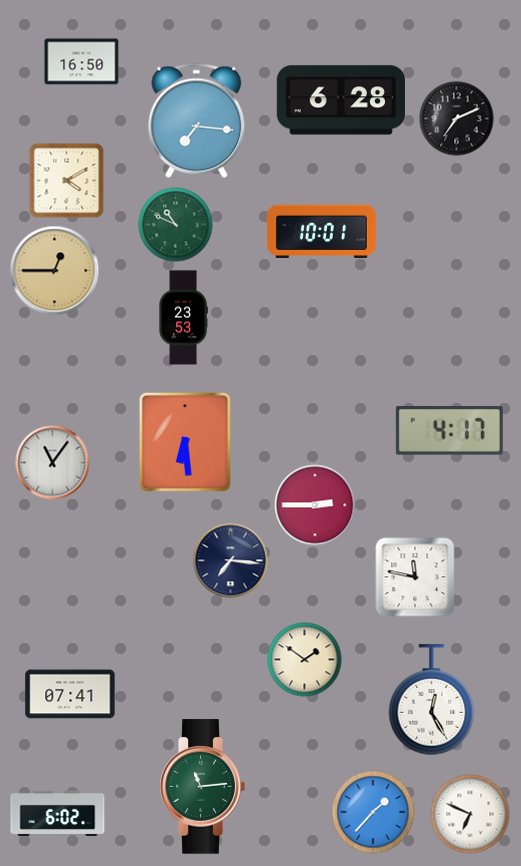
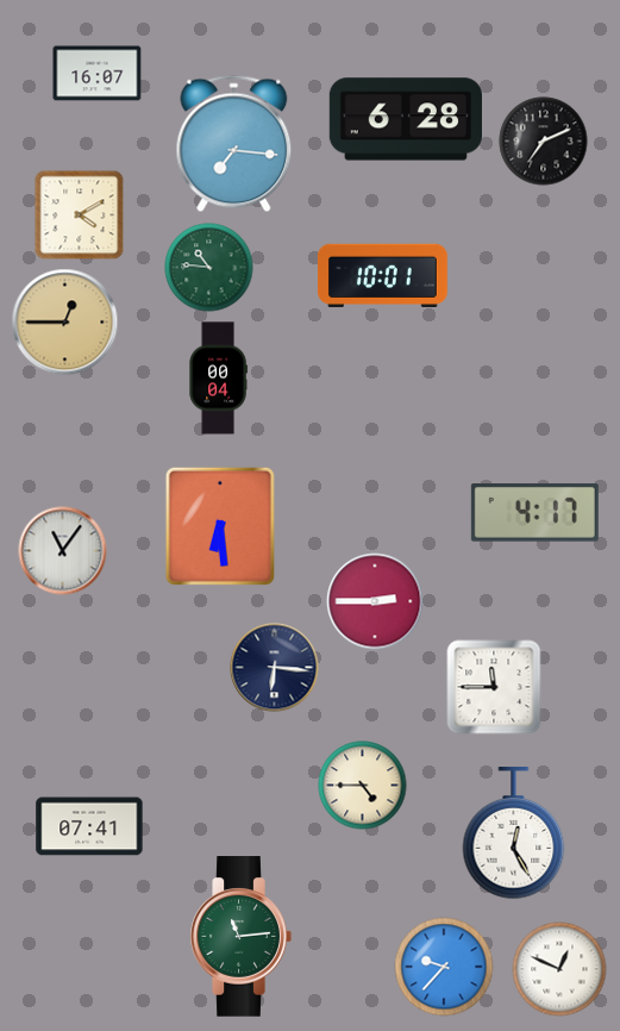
clock at (82, 62): 16:50 -> 16:07
clock at (176, 225): 10:49 -> 10:46
clock at (183, 318): 23:53 -> 00:04
clock at (231, 561): 7:16 -> 6:16
clock at (415, 577): 11:47 -> 11:45
clock at (305, 660): 1:51 -> 4:45
clock at (70, 694) position: (70, 694) -> (89, 826)
clock at (373, 812): 1:37 -> 9:37
clock at (58, 813): 6:02 -> none
clock at (470, 814): 6:49 -> 12:49
